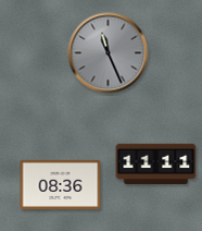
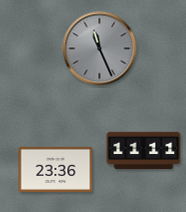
clock at (61, 184): 08:36 -> 23:36
